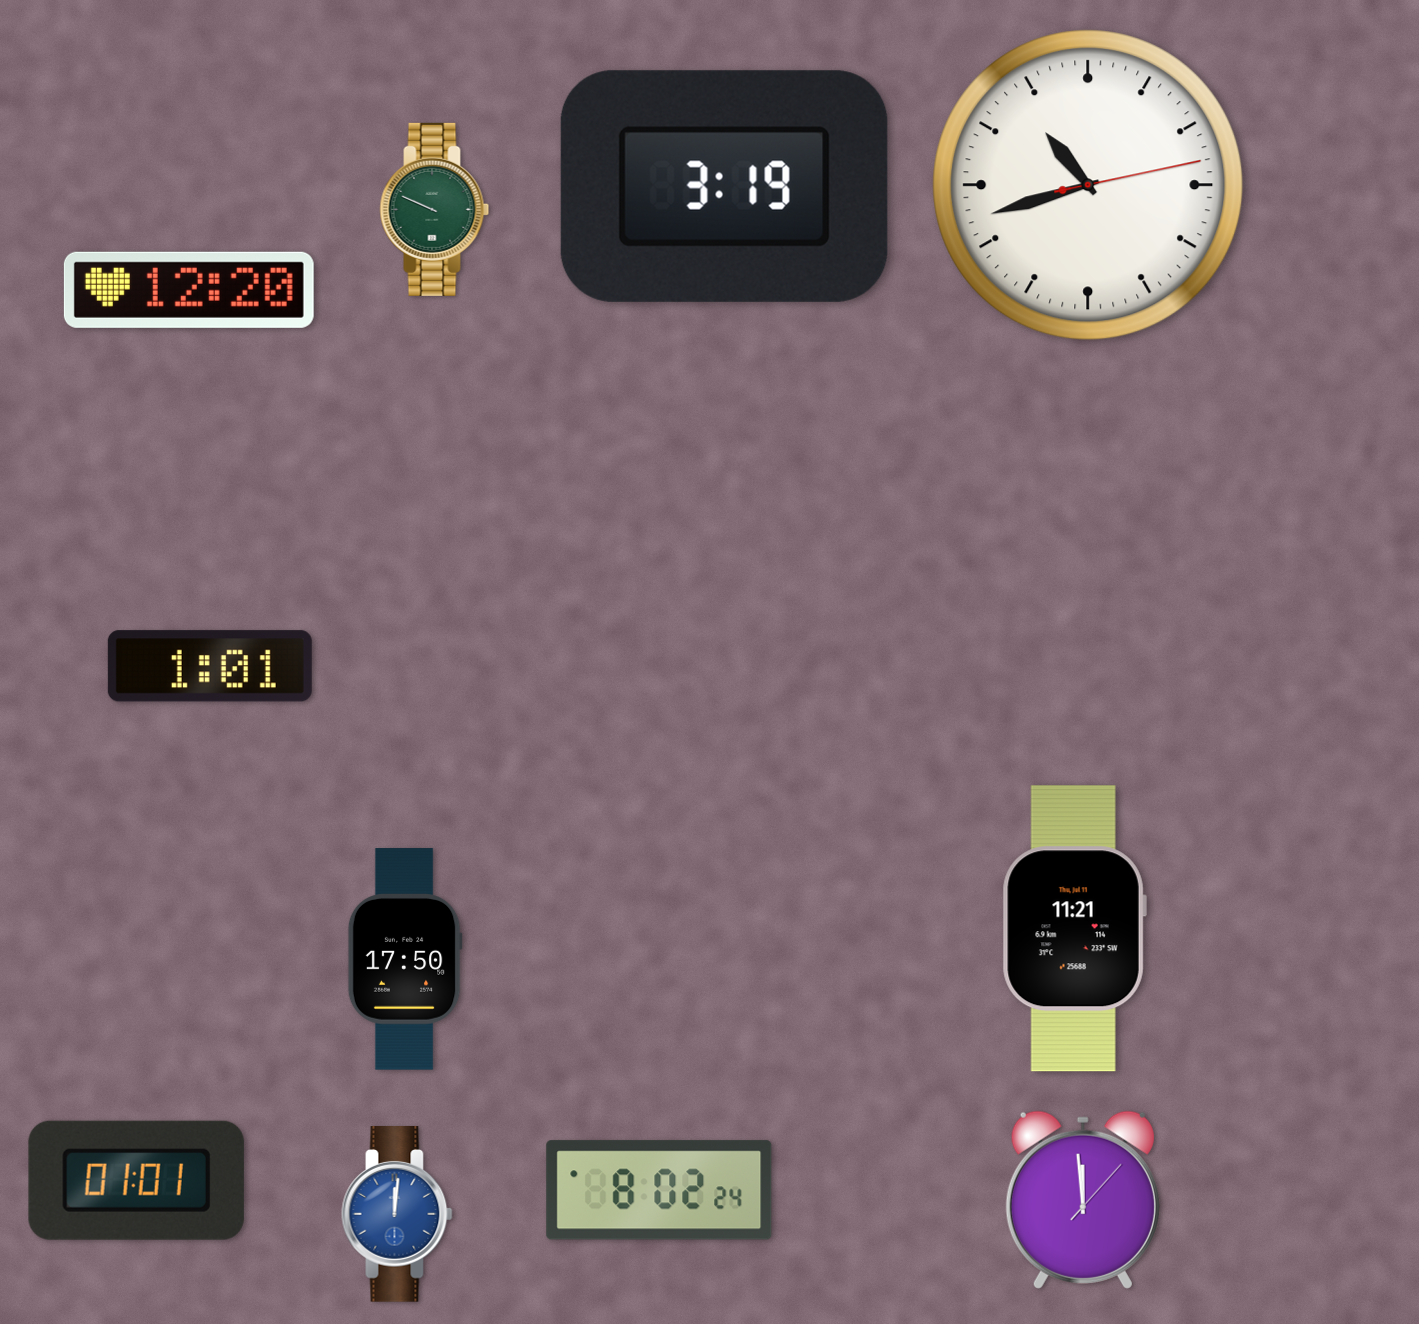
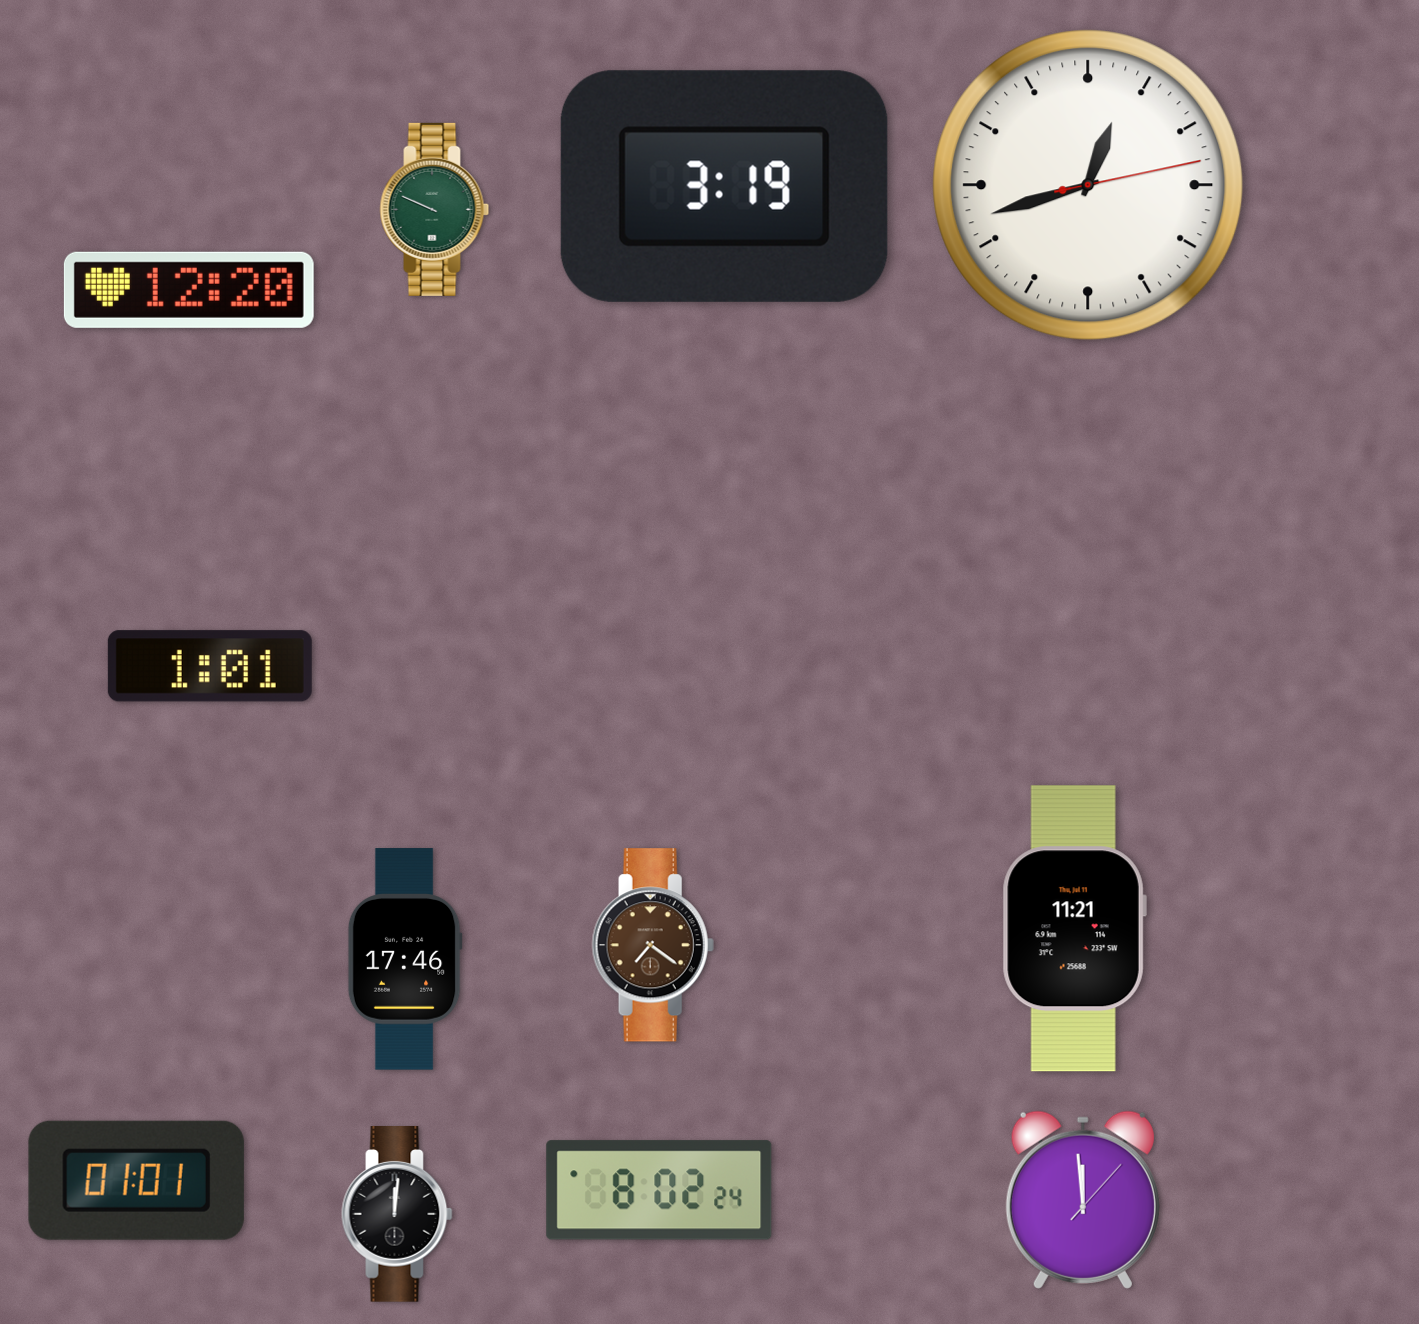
clock at (1088, 185): 10:42 -> 12:42
clock at (653, 945): none -> 7:21
clock at (405, 959): 17:50 -> 17:46
clock at (397, 1215) dial: blue -> black
